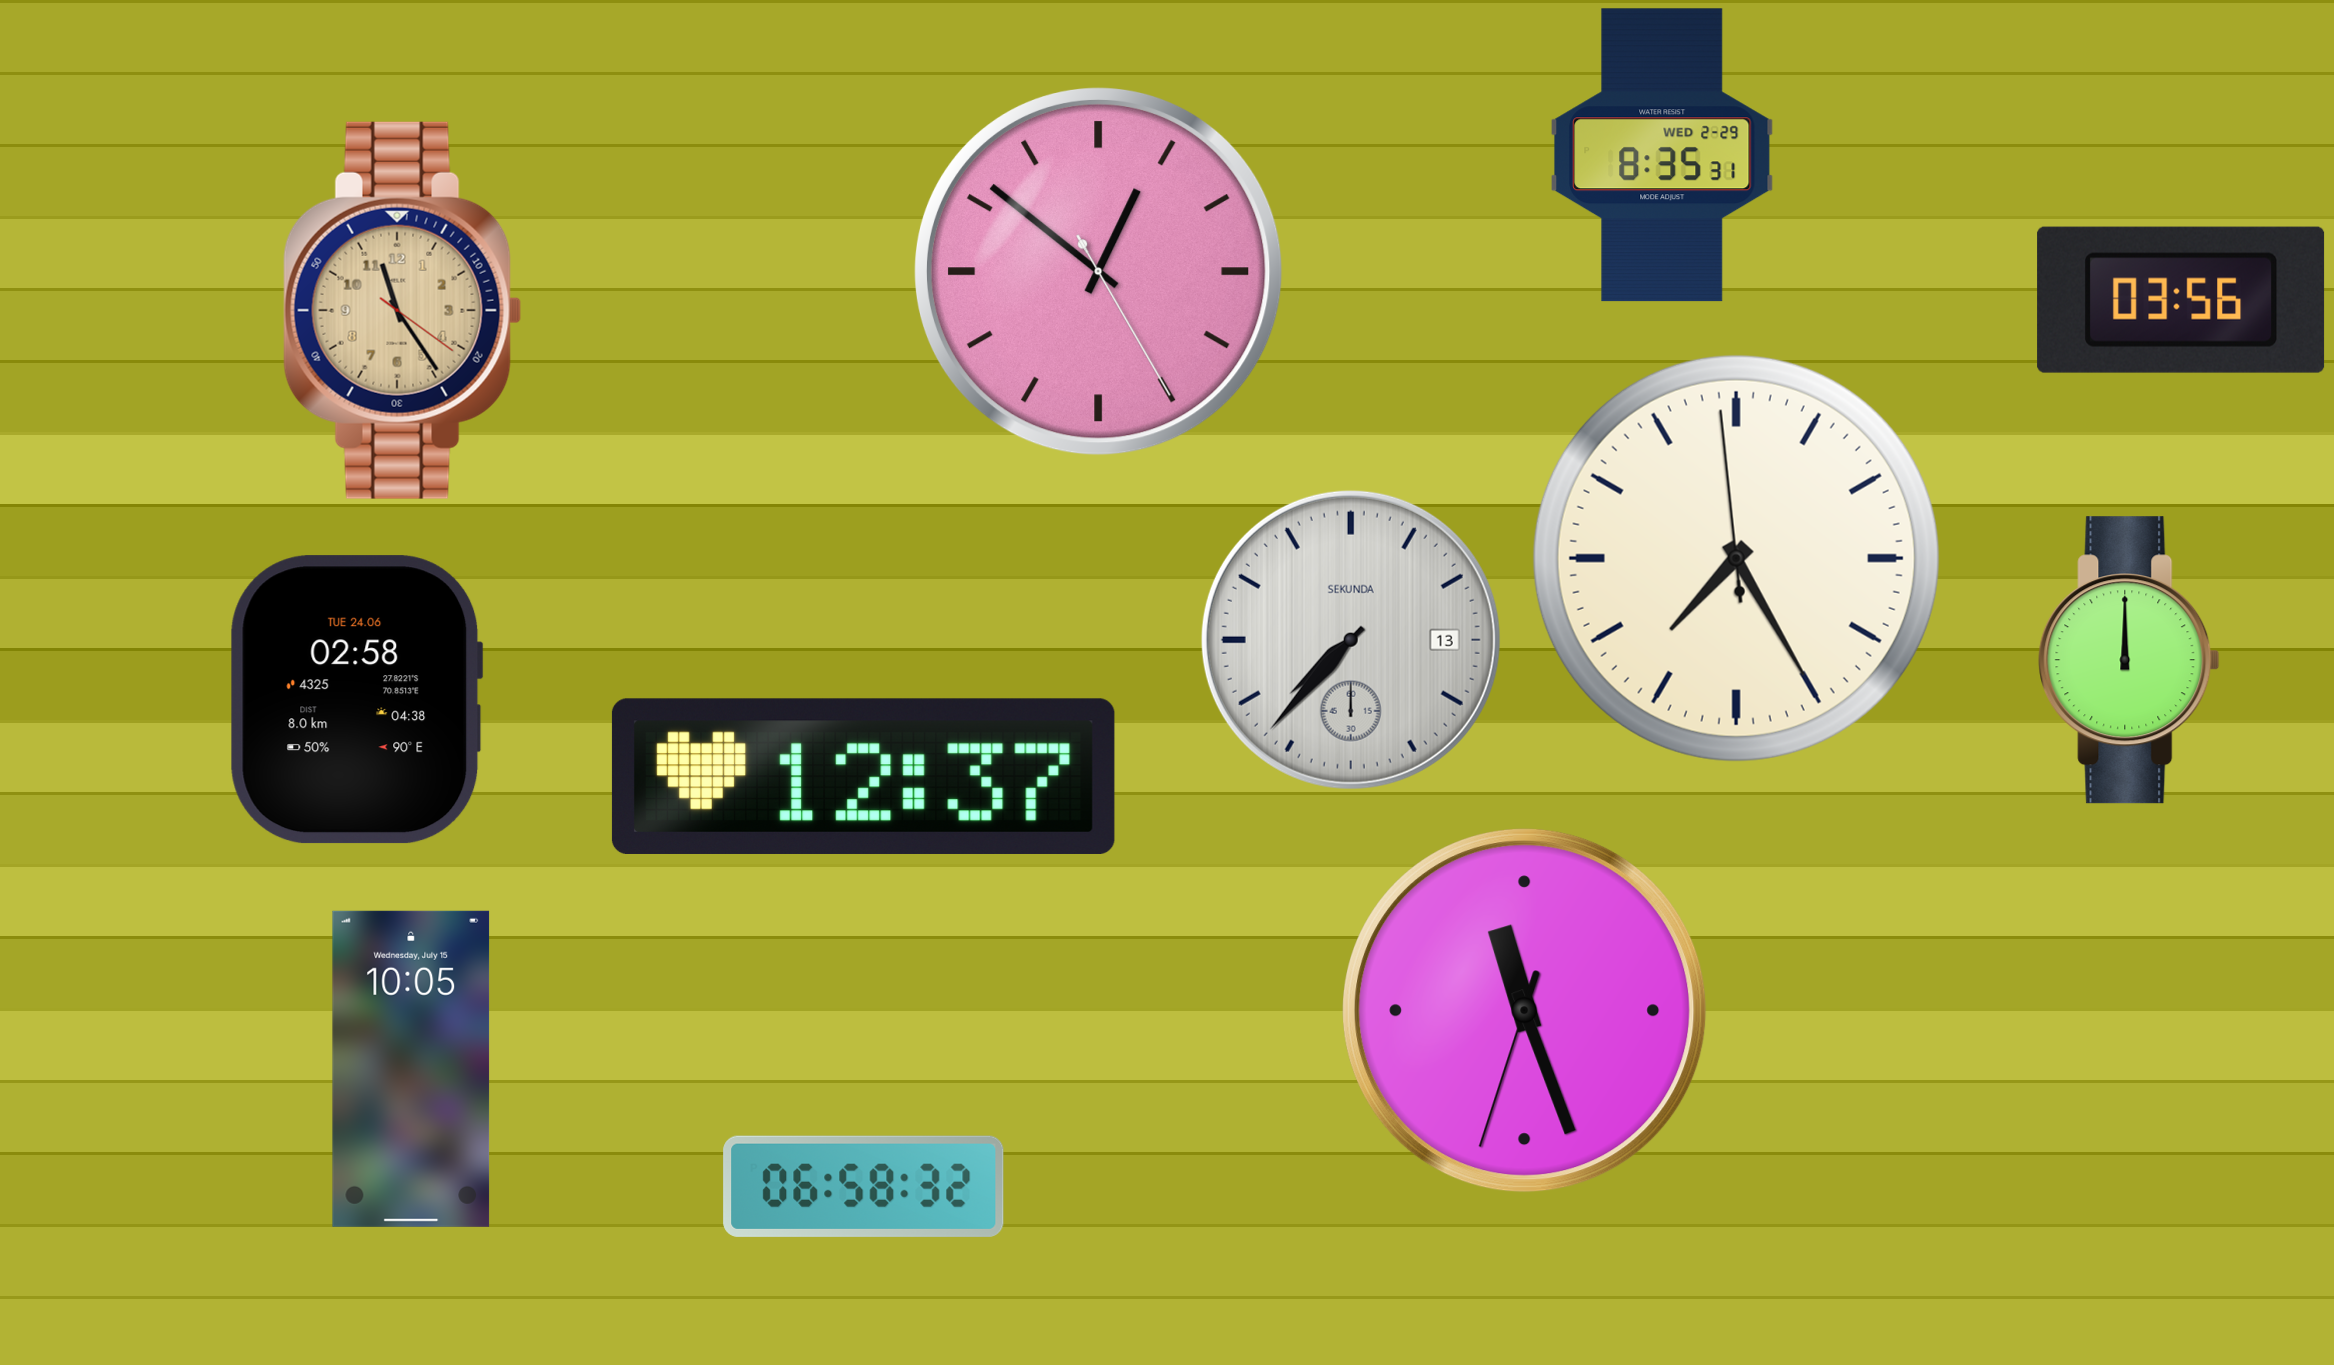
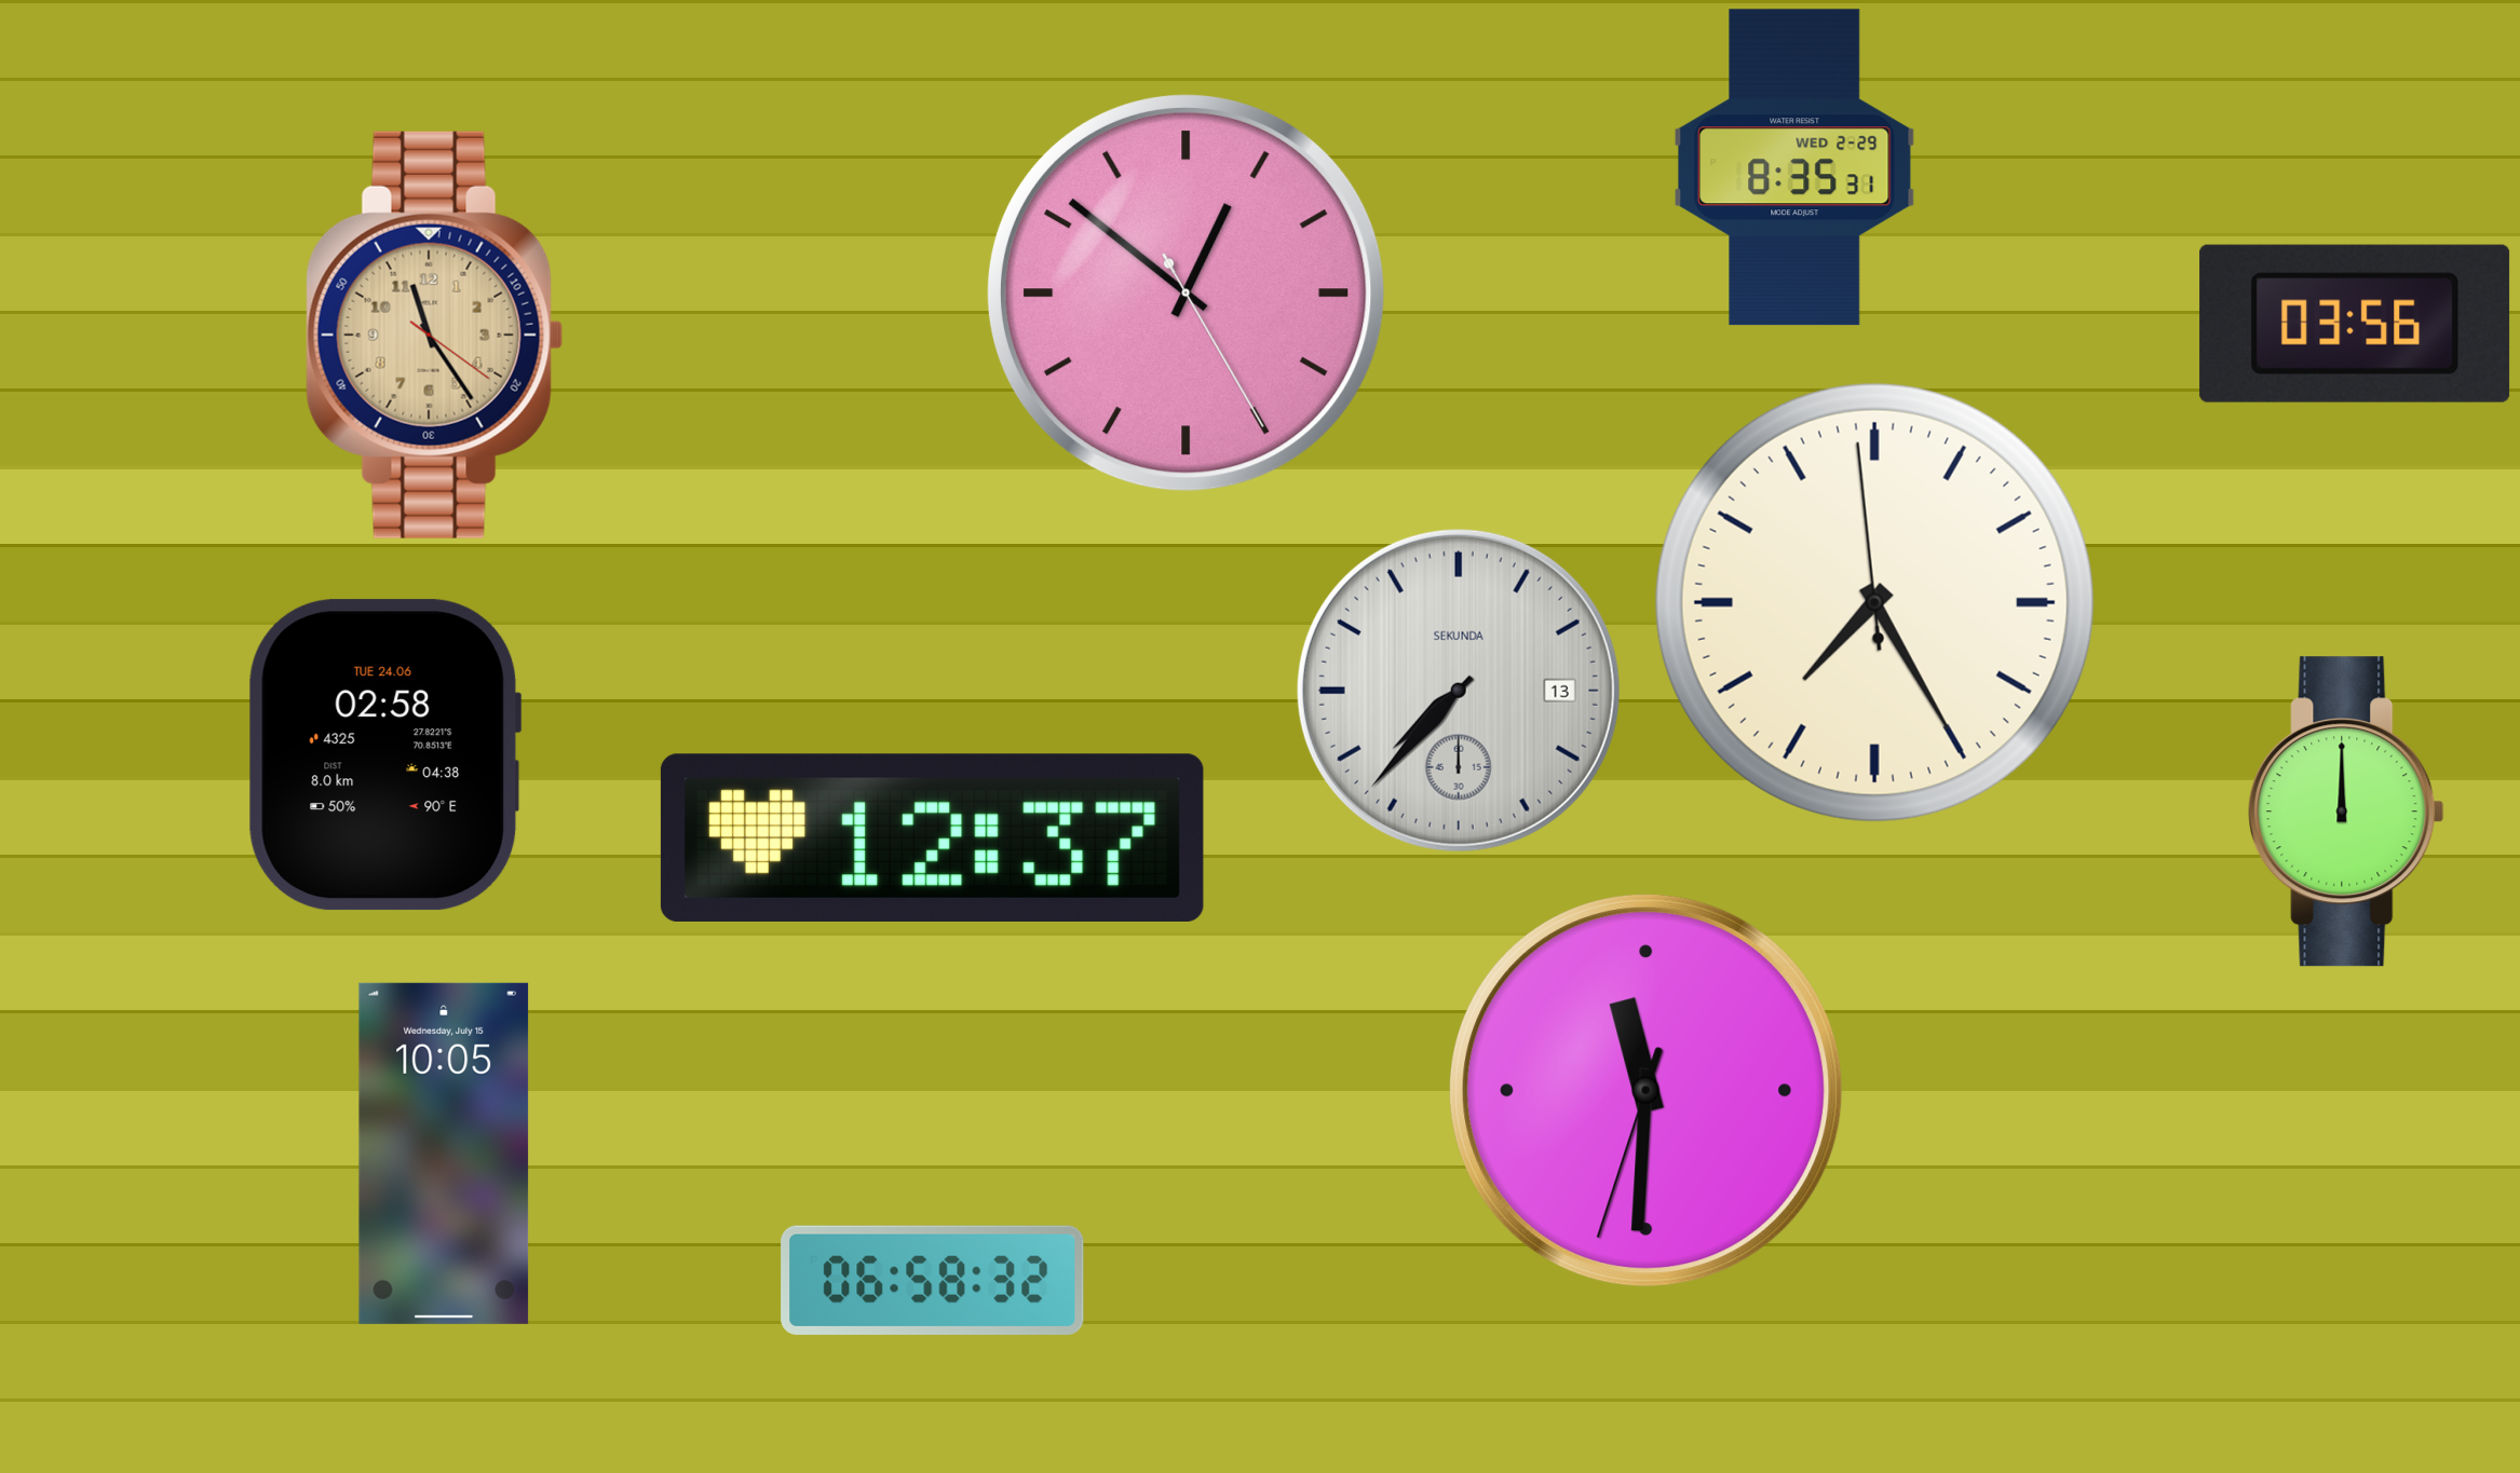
clock at (2129, 660) position: (2129, 660) -> (2346, 811)
clock at (1525, 1011): 11:26 -> 11:30
